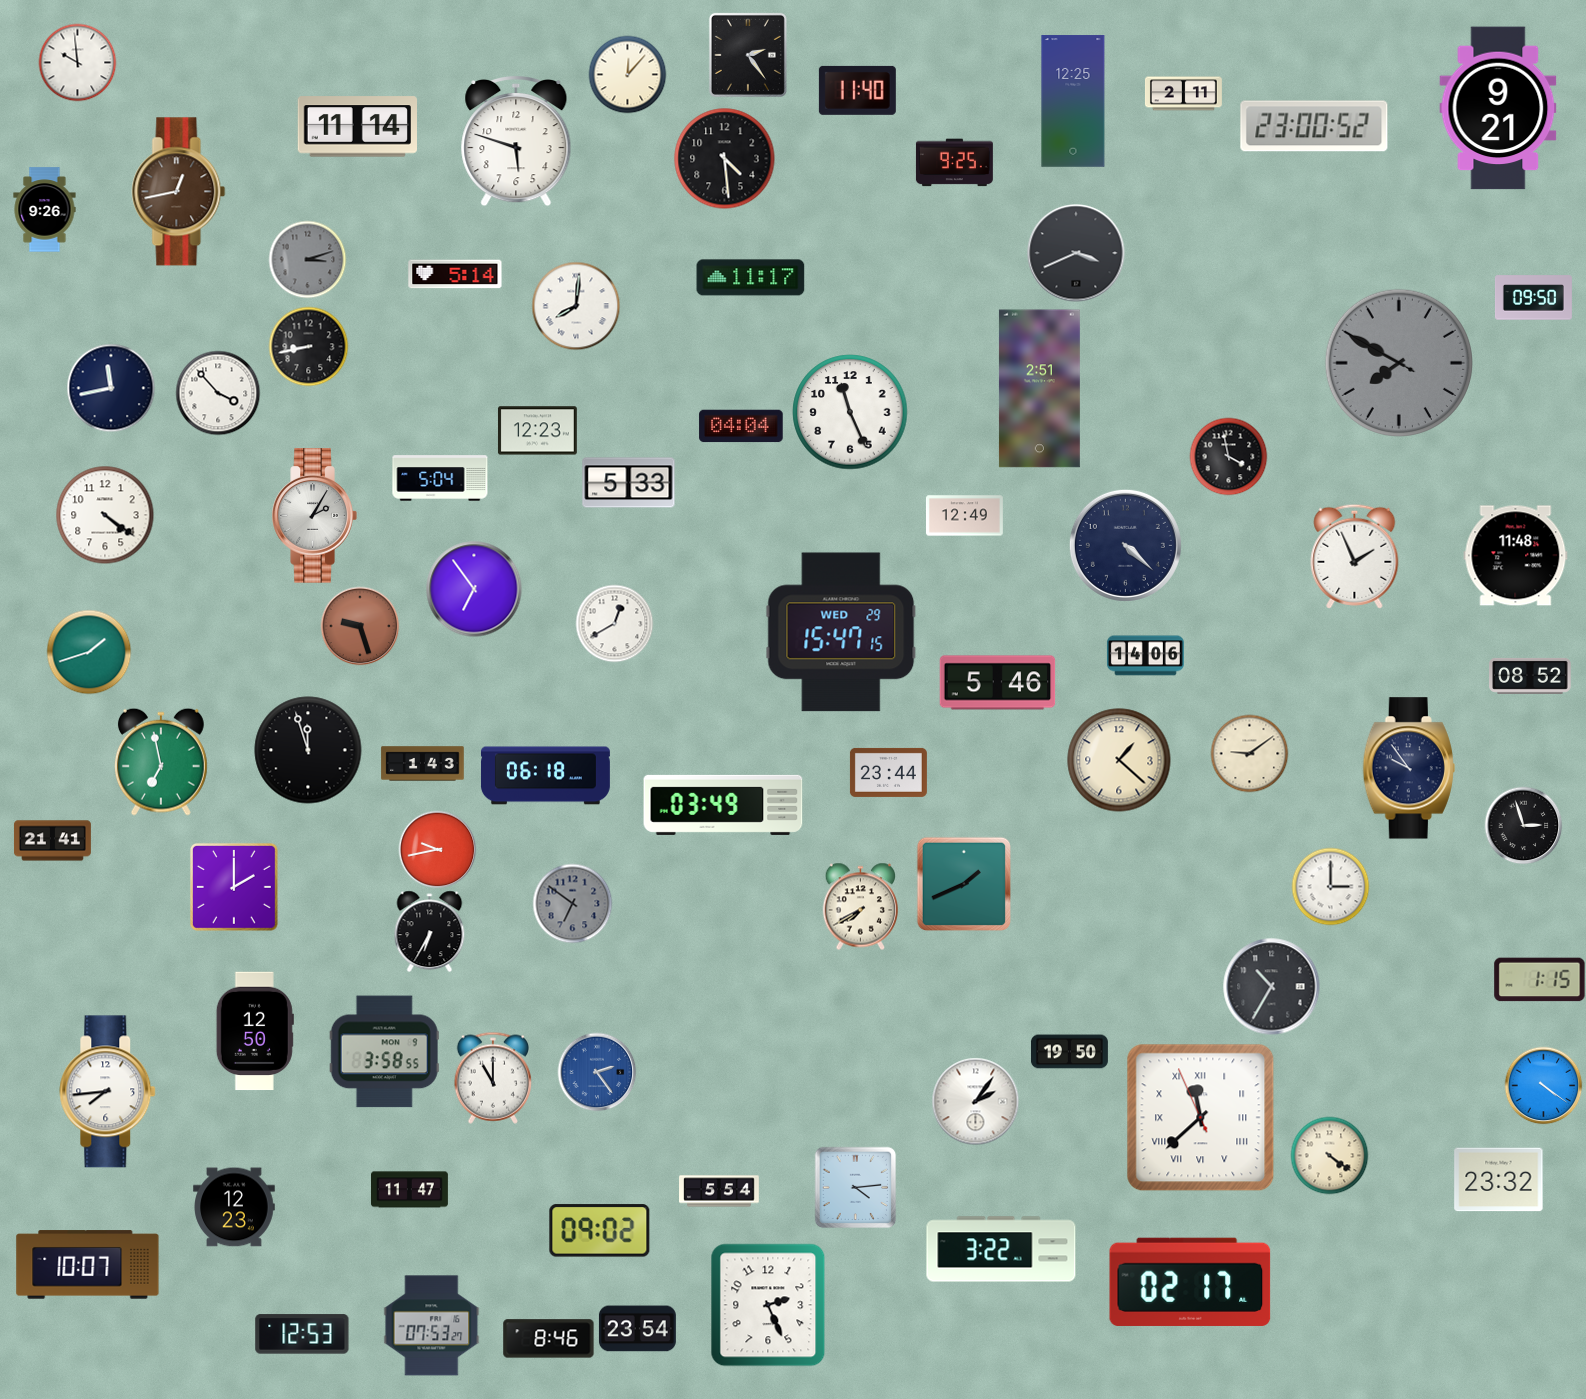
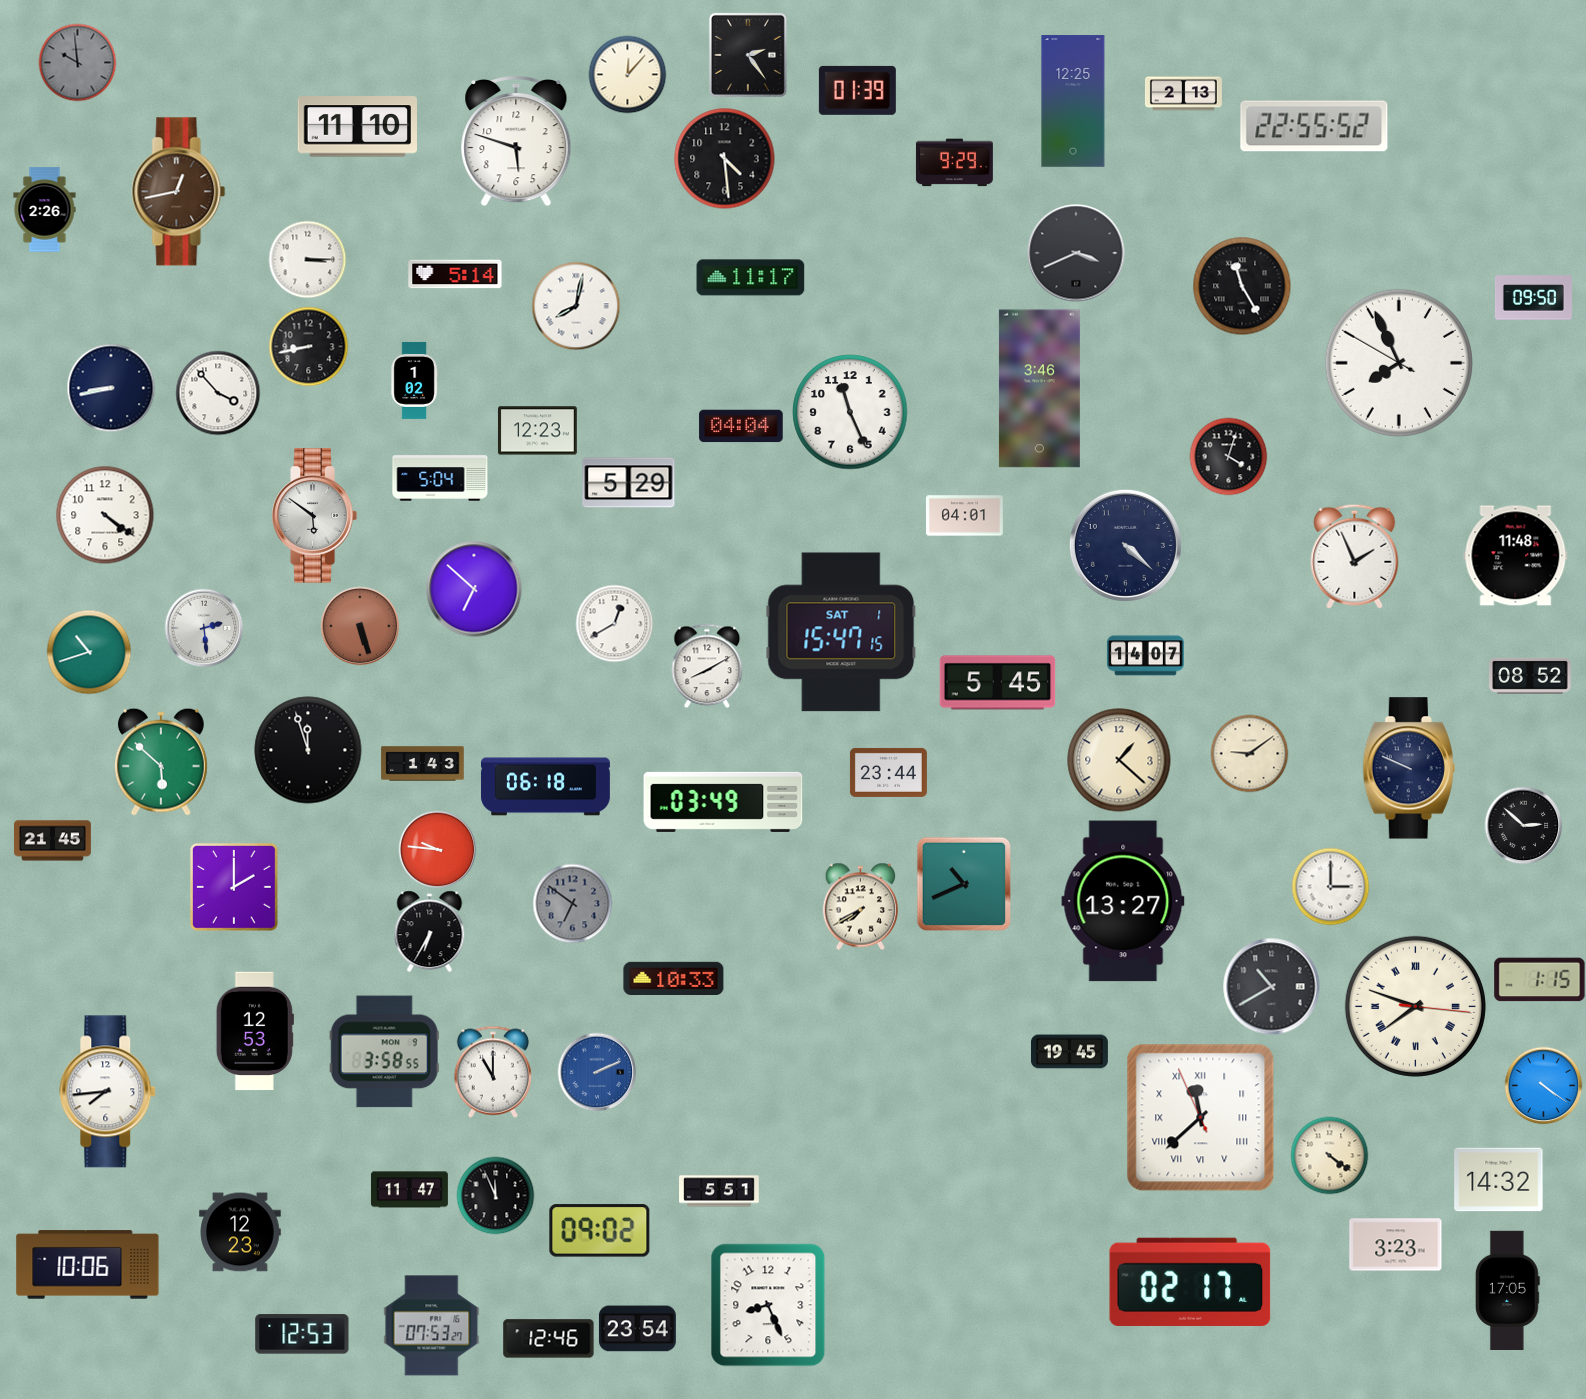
clock at (77, 62) dial: white -> grey
clock at (857, 90): 11:40 -> 01:39
clock at (1183, 94): 2:11 -> 2:13
clock at (1498, 108): 9:21 -> none
clock at (1314, 126): 23:00 -> 22:55
clock at (357, 127): 11:14 -> 11:10
clock at (954, 163): 9:25 -> 9:29
clock at (45, 210): 9:26 -> 2:26
clock at (307, 259): 3:12 -> 3:15
clock at (307, 259) dial: grey -> white
clock at (1242, 286): none -> 11:25
clock at (576, 306): 8:01 -> 8:02
clock at (1399, 363): 7:49 -> 7:55
clock at (1399, 363) dial: grey -> white
clock at (414, 380): none -> 1:02
clock at (111, 388): 11:43 -> 8:43
clock at (1039, 389): 2:51 -> 3:46
clock at (1228, 456): 3:58 -> 4:03
clock at (629, 483): 5:33 -> 5:29
clock at (314, 516): 2:05 -> 5:51
clock at (964, 516): 12:49 -> 04:01
clock at (474, 589): 6:54 -> 6:52
clock at (360, 626): 9:27 -> 5:27
clock at (204, 628): none -> 2:29
clock at (841, 632) date: WED 29 -> SAT 1
clock at (89, 652): 1:42 -> 10:42
clock at (1145, 656): 14:06 -> 14:07
clock at (707, 666): none -> 8:10
clock at (998, 683): 5:46 -> 5:45
clock at (161, 762): 6:58 -> 5:52
clock at (1409, 768): 9:54 -> 9:49
clock at (545, 776) position: (545, 776) -> (545, 787)
clock at (723, 805) position: (723, 805) -> (723, 802)
clock at (1523, 825): 2:57 -> 2:52
clock at (52, 841): 21:41 -> 21:45
clock at (437, 849): 9:43 -> 9:46
clock at (963, 883): 1:41 -> 10:41
clock at (1123, 901): none -> 13:27
clock at (674, 978): none -> 10:33
clock at (1272, 987): 10:35 -> 10:40
clock at (1415, 1006): none -> 7:48
clock at (255, 1031): 12:50 -> 12:53
clock at (1069, 1052): 19:50 -> 19:45
clock at (597, 1072): 2:24 -> 2:11
clock at (492, 1078) position: (492, 1078) -> (492, 1072)
clock at (975, 1101): 2:06 -> none
clock at (1499, 1180): 23:32 -> 14:32
clock at (855, 1187): 4:14 -> none
clock at (719, 1191): 5:54 -> 5:51
clock at (495, 1195): none -> 11:56
clock at (234, 1207) position: (234, 1207) -> (240, 1232)
clock at (1396, 1245): none -> 3:23
clock at (1001, 1249): 3:22 -> none
clock at (88, 1265): 10:07 -> 10:06
clock at (1507, 1290): none -> 17:05
clock at (768, 1305): 2:26 -> 8:26
clock at (549, 1339): 8:46 -> 12:46
